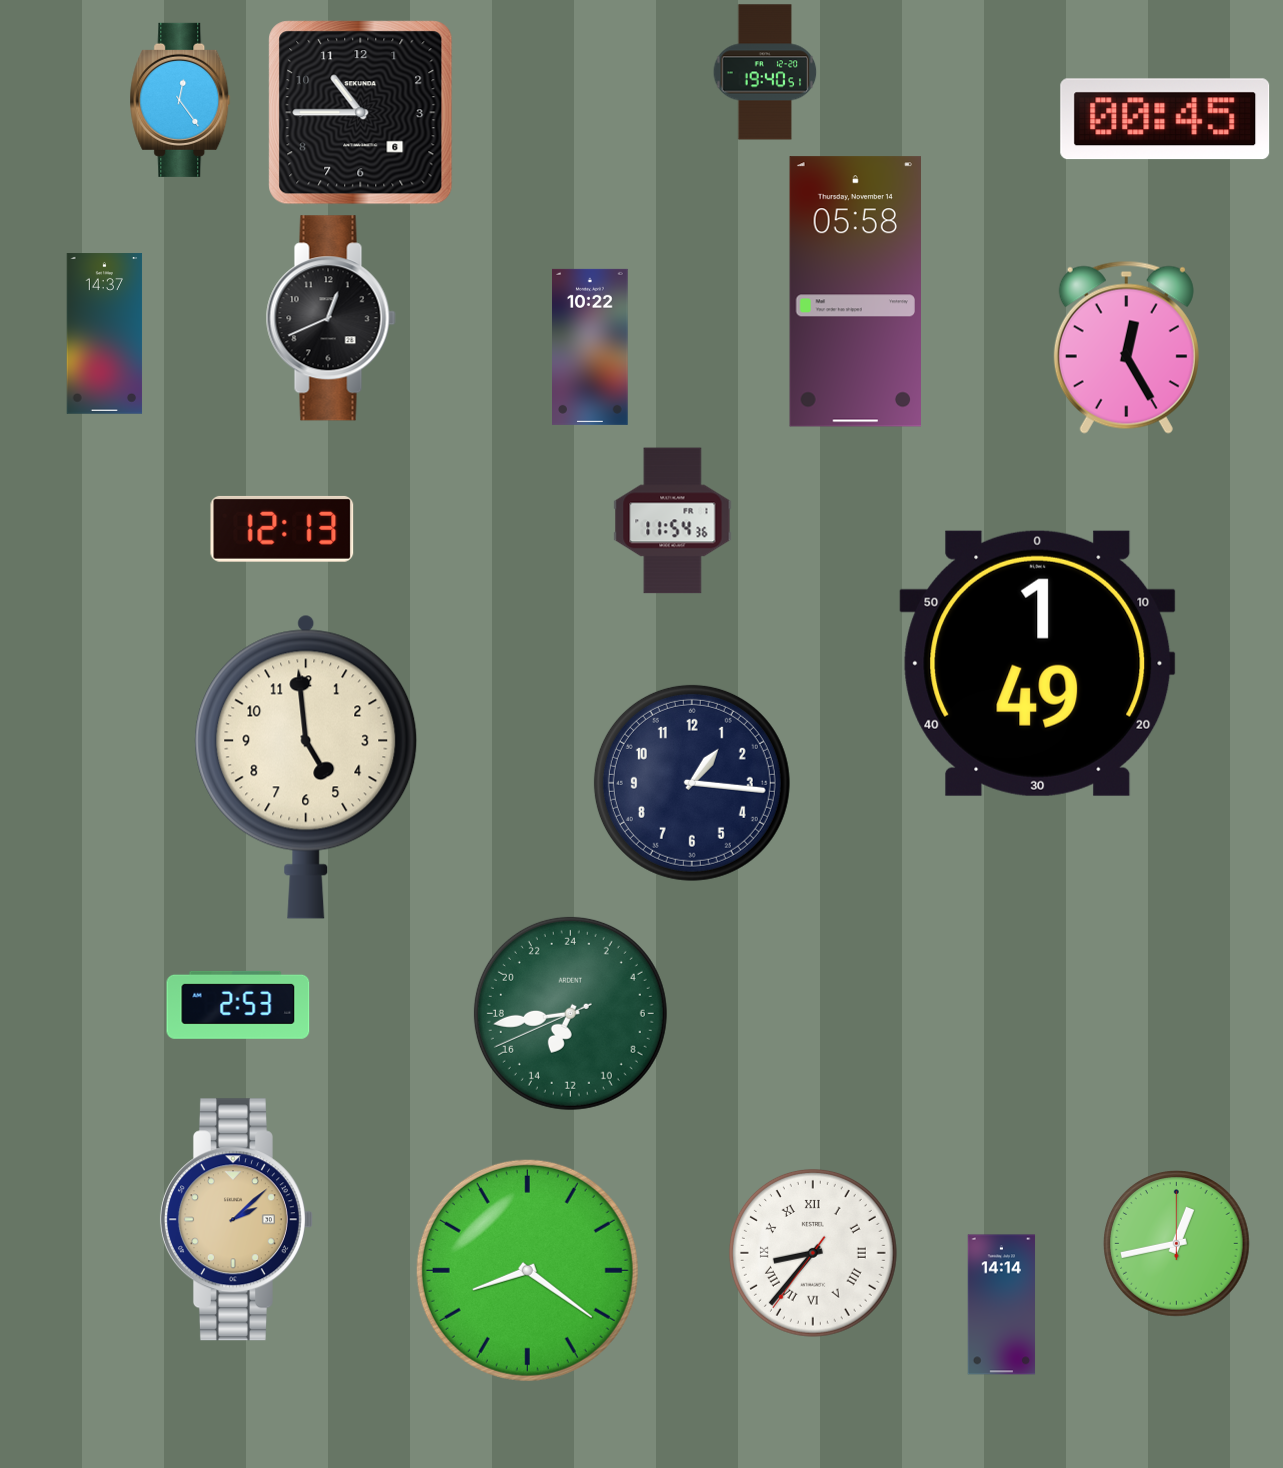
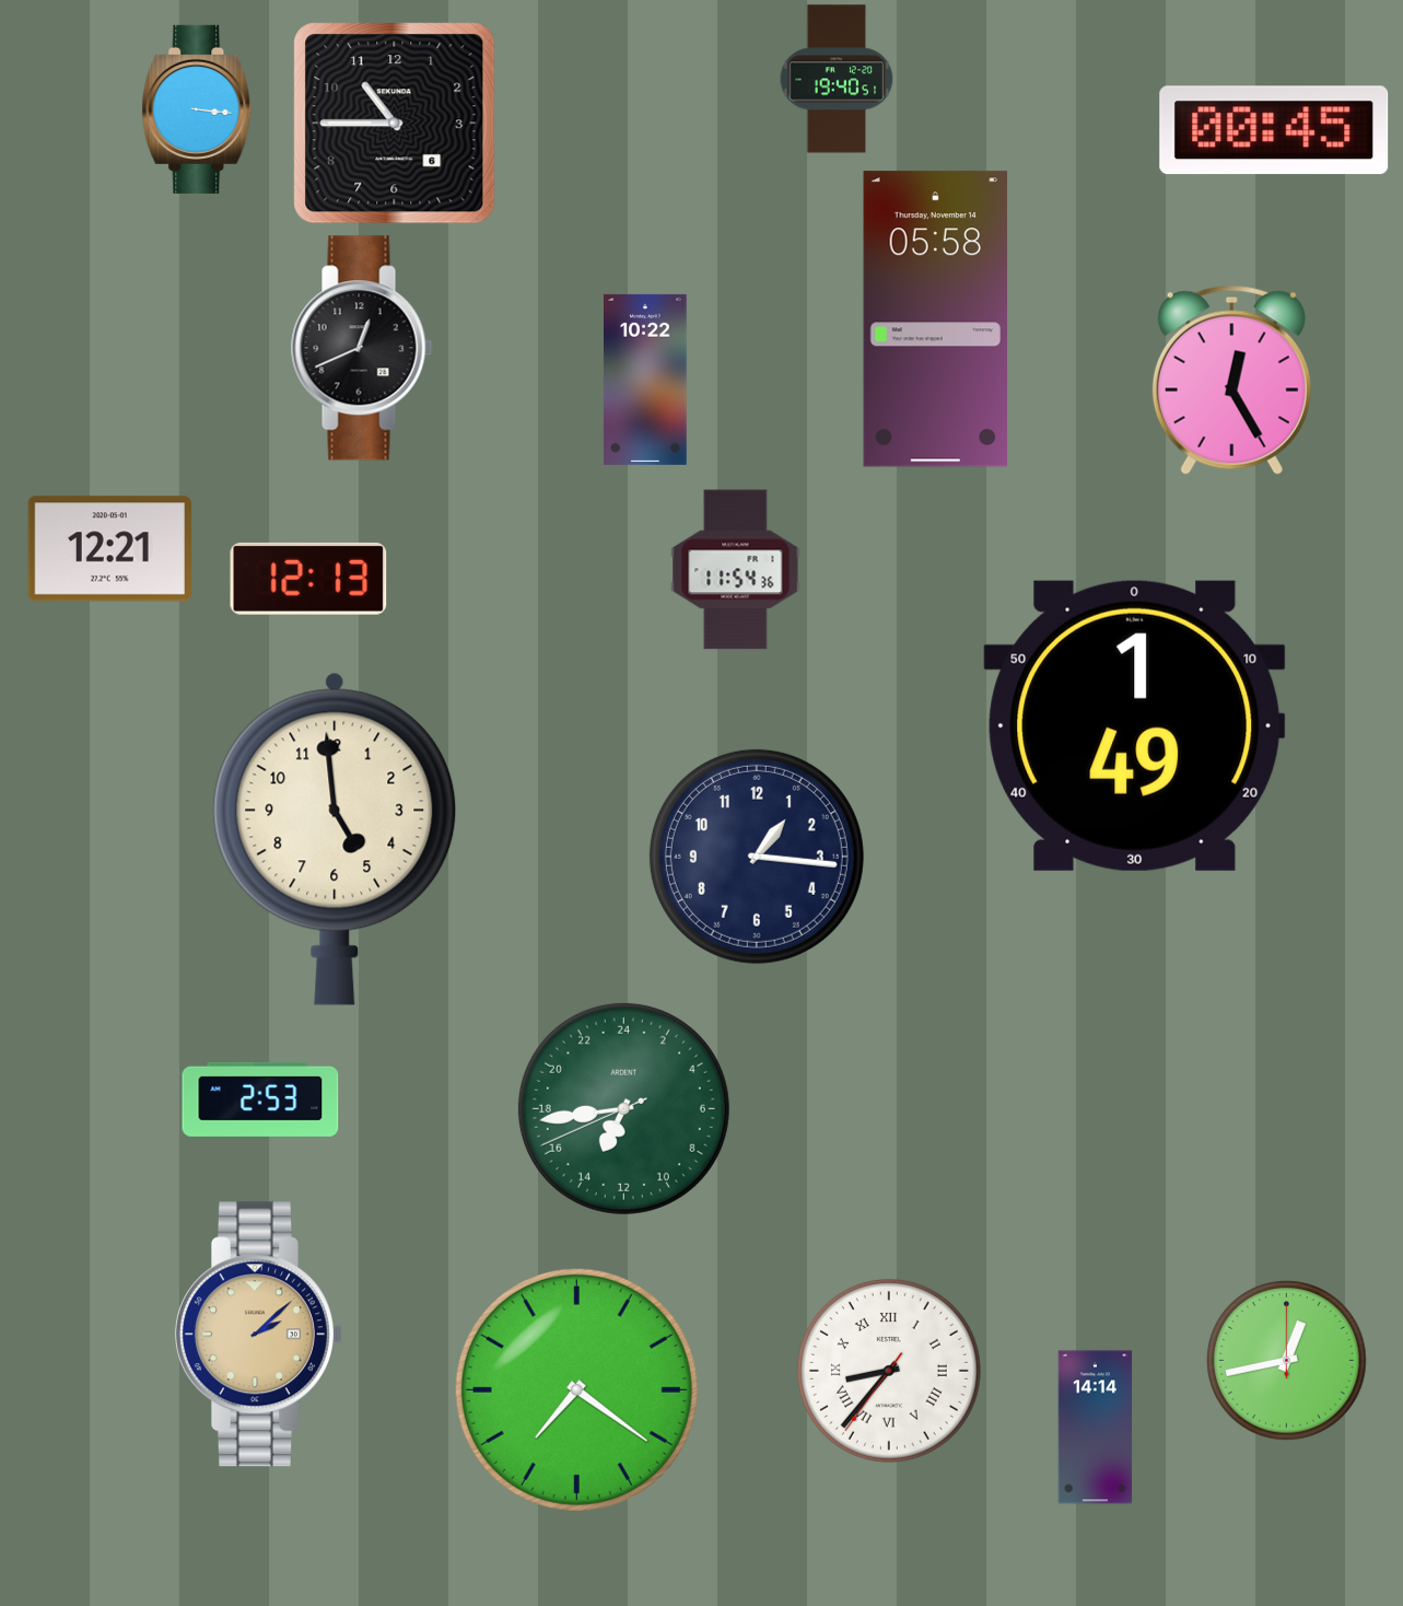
clock at (180, 100): 12:24 -> 3:16
clock at (105, 334): 14:37 -> none
clock at (109, 549): none -> 12:21
clock at (527, 1270): 8:21 -> 7:21
